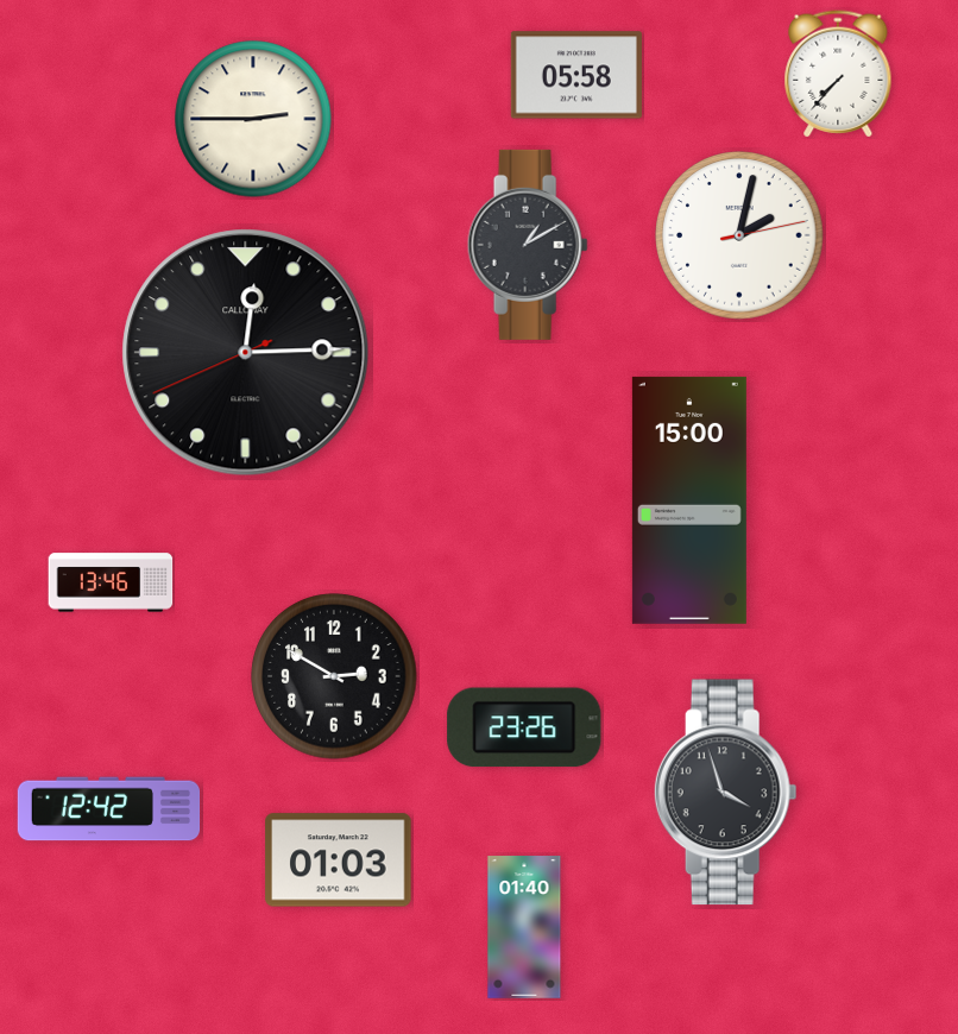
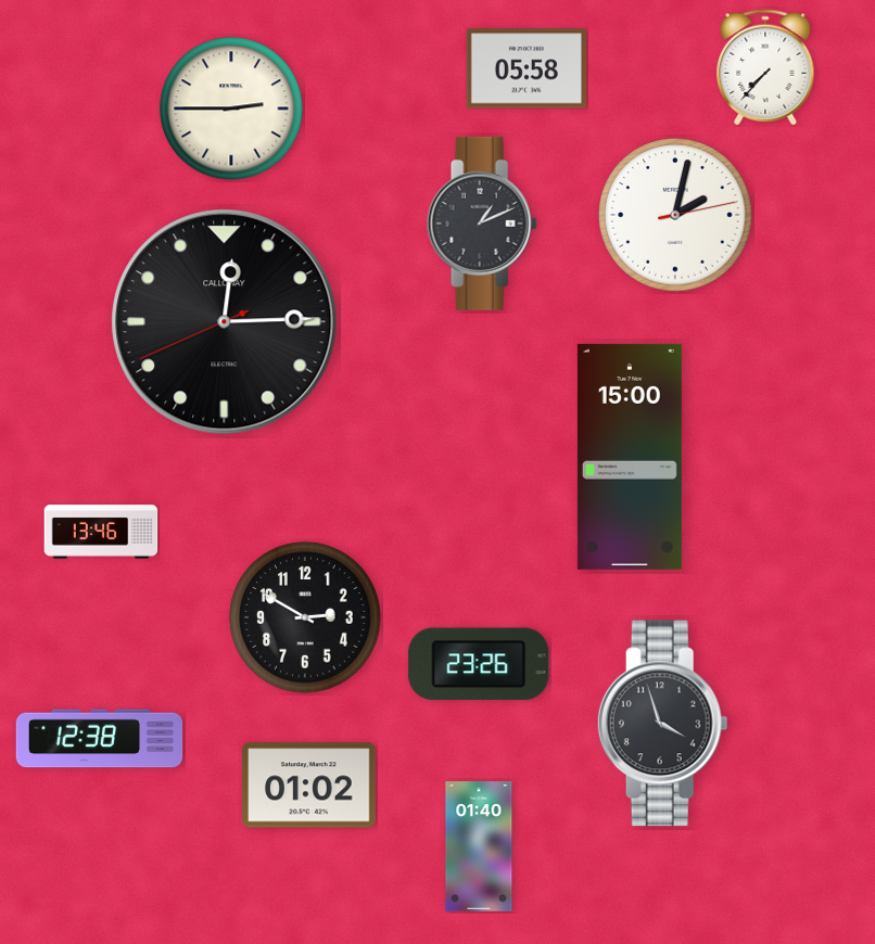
clock at (528, 245): 1:10 -> 1:11
clock at (109, 809): 12:42 -> 12:38
clock at (339, 860): 01:03 -> 01:02
